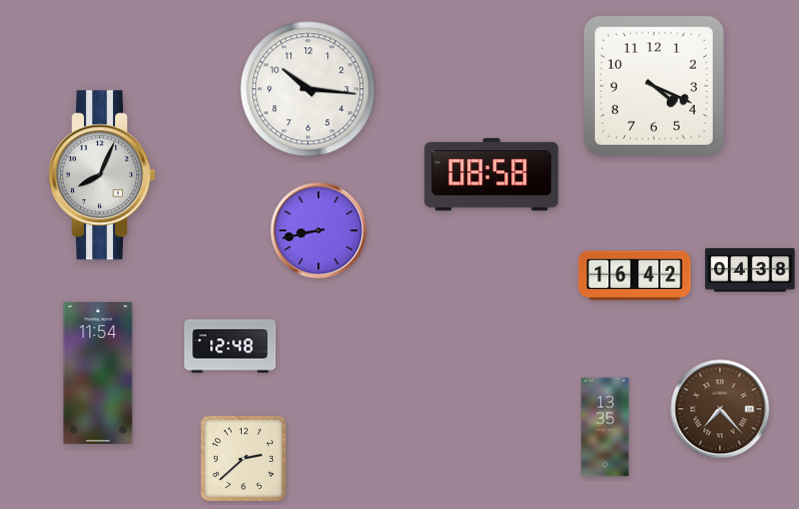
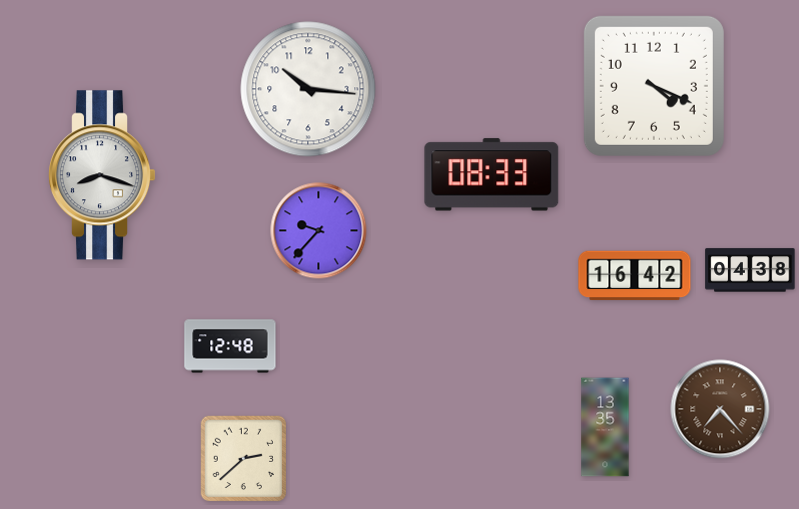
clock at (103, 175): 8:04 -> 8:18
clock at (492, 175): 08:58 -> 08:33
clock at (319, 231): 8:43 -> 9:37
clock at (98, 373): 11:54 -> none
